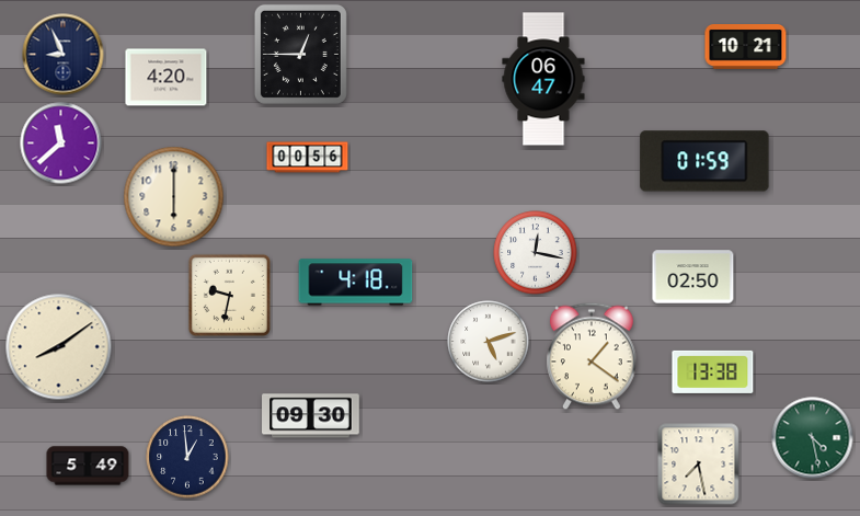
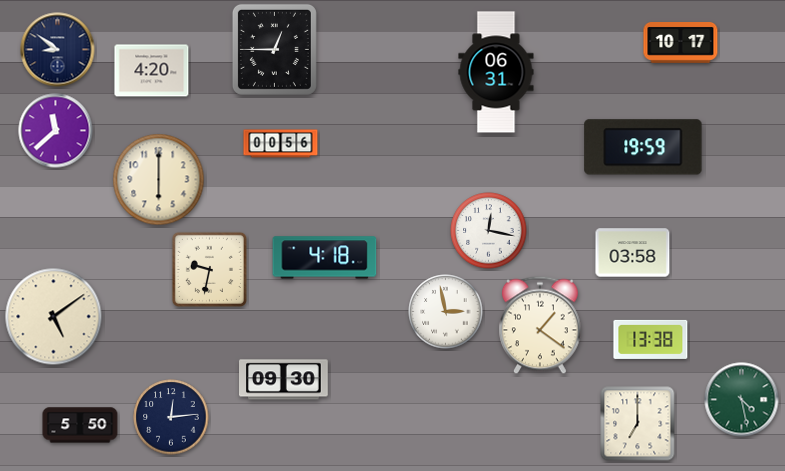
clock at (746, 47): 10:21 -> 10:17
clock at (64, 55): 8:56 -> 8:51
clock at (543, 79): 06:47 -> 06:31
clock at (704, 161): 01:59 -> 19:59
clock at (693, 277): 02:50 -> 03:58
clock at (489, 342): 5:12 -> 2:58
clock at (59, 347): 8:09 -> 5:09
clock at (187, 457): 12:59 -> 12:14
clock at (699, 465): 7:28 -> 7:00
clock at (88, 466): 5:49 -> 5:50
